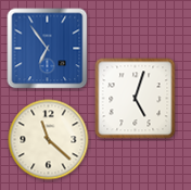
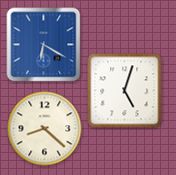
clock at (48, 49): 6:54 -> 6:20
clock at (49, 140): 11:22 -> 8:22
